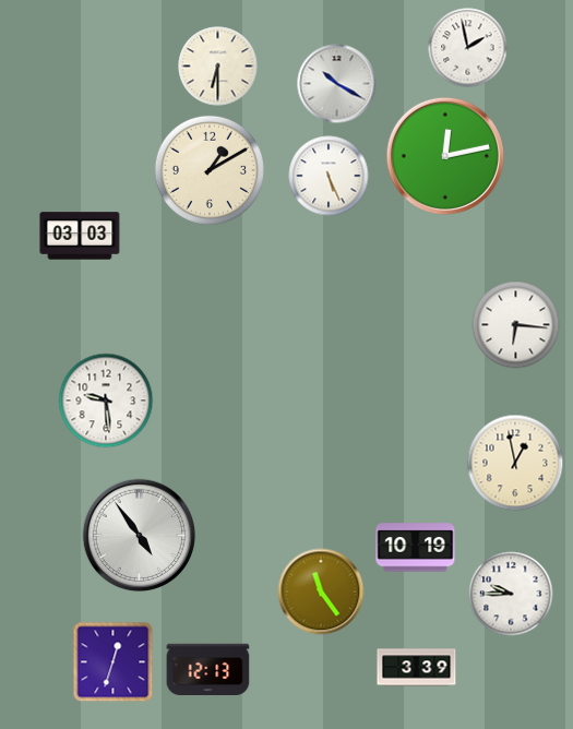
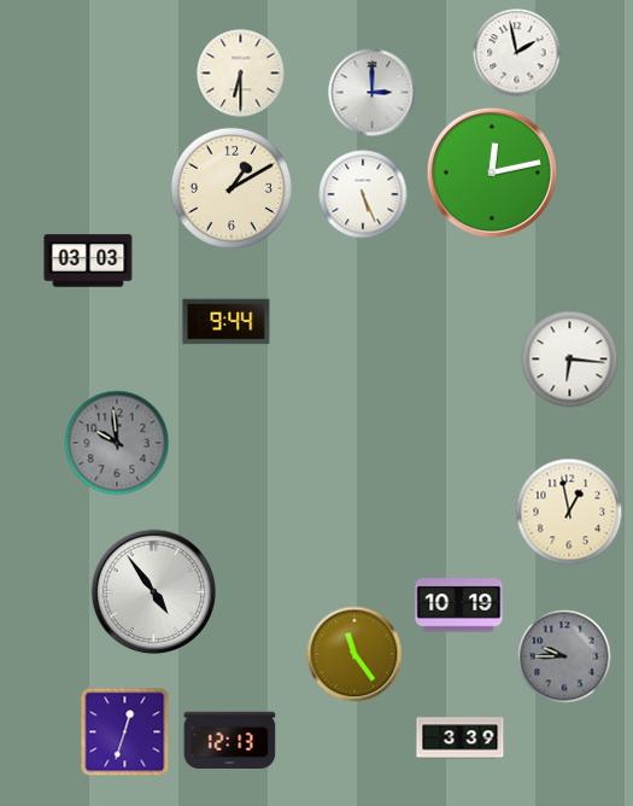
clock at (337, 84): 10:20 -> 3:00
clock at (227, 322): none -> 9:44
clock at (106, 401): 9:29 -> 9:59
clock at (106, 401) dial: white -> grey
clock at (511, 594) dial: white -> grey
